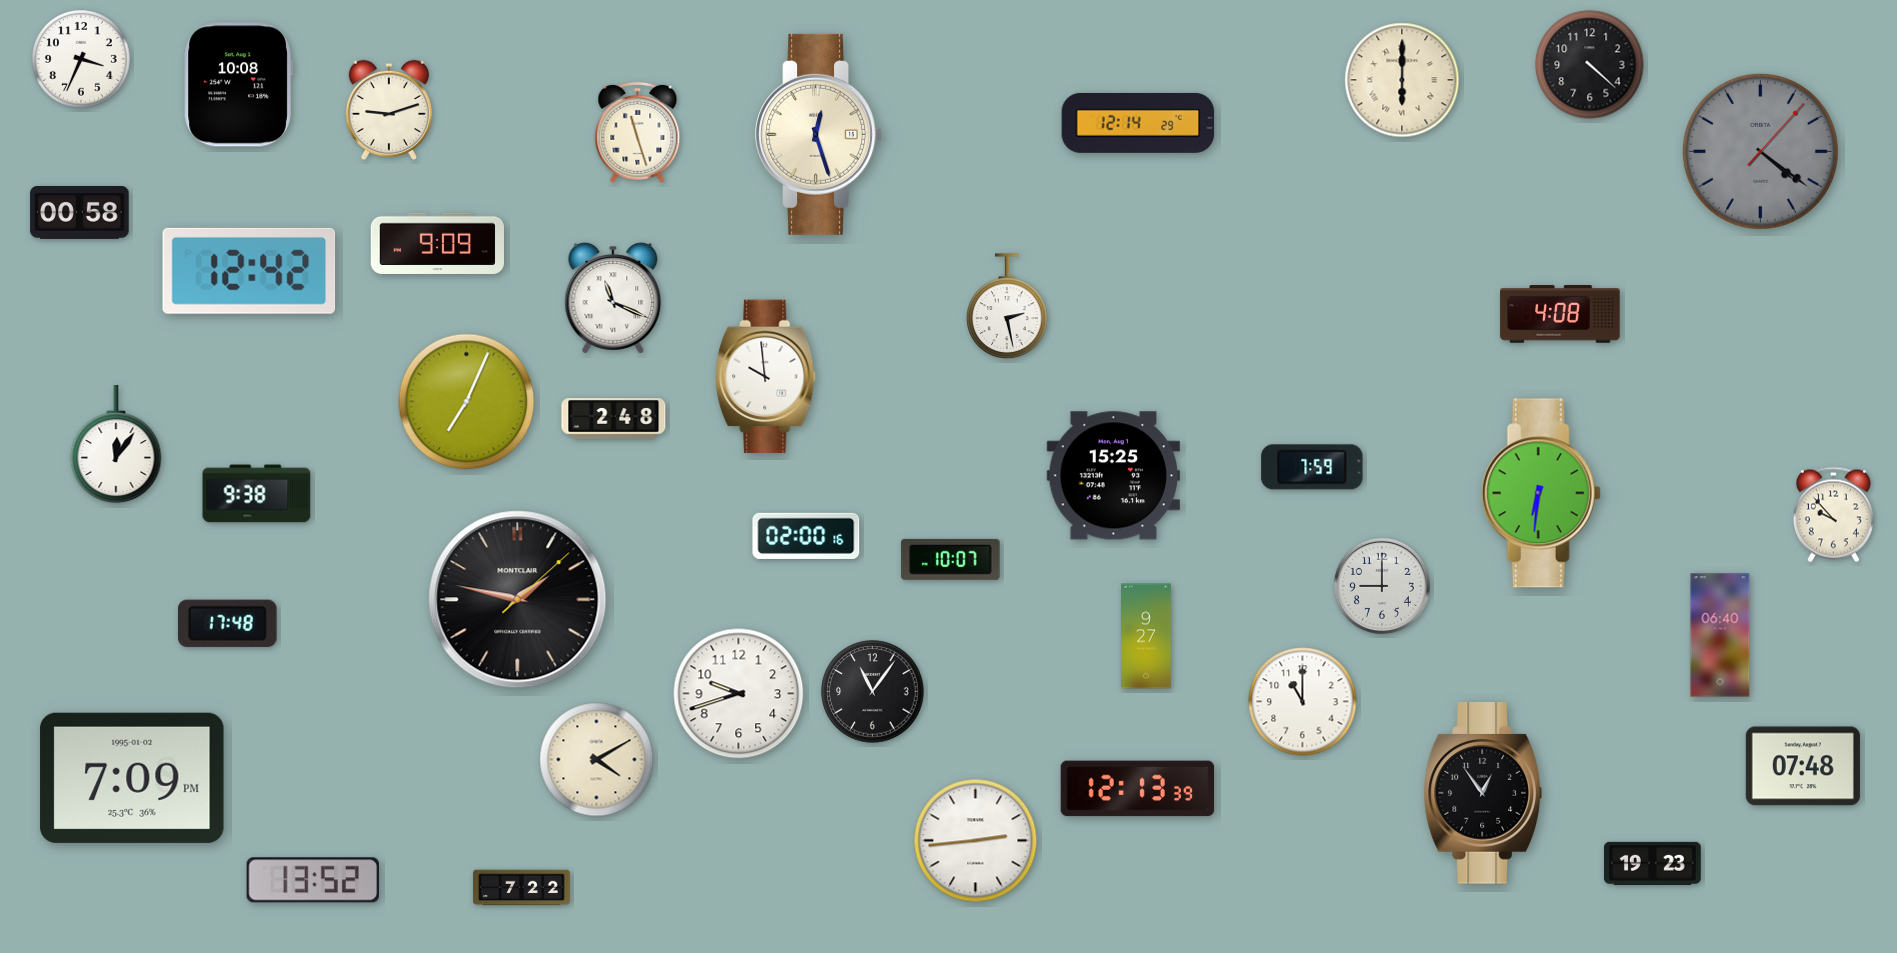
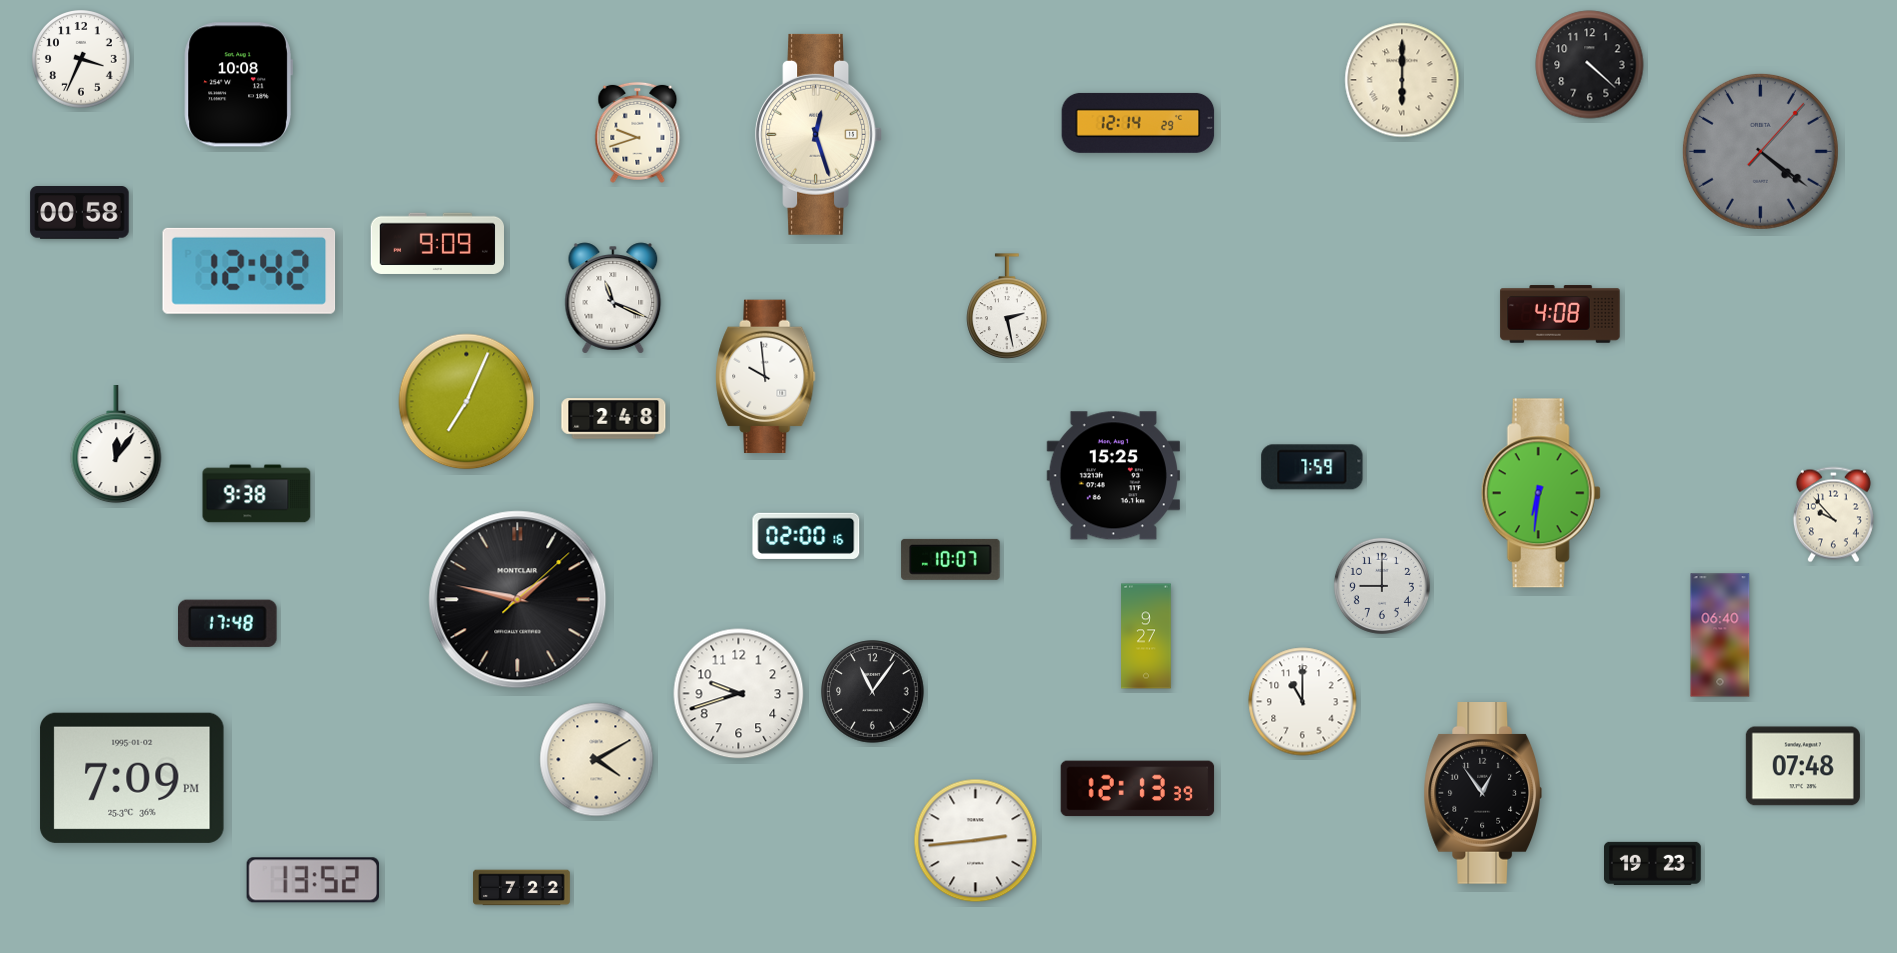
clock at (389, 110): 9:12 -> none
clock at (638, 132): 11:27 -> 9:42
